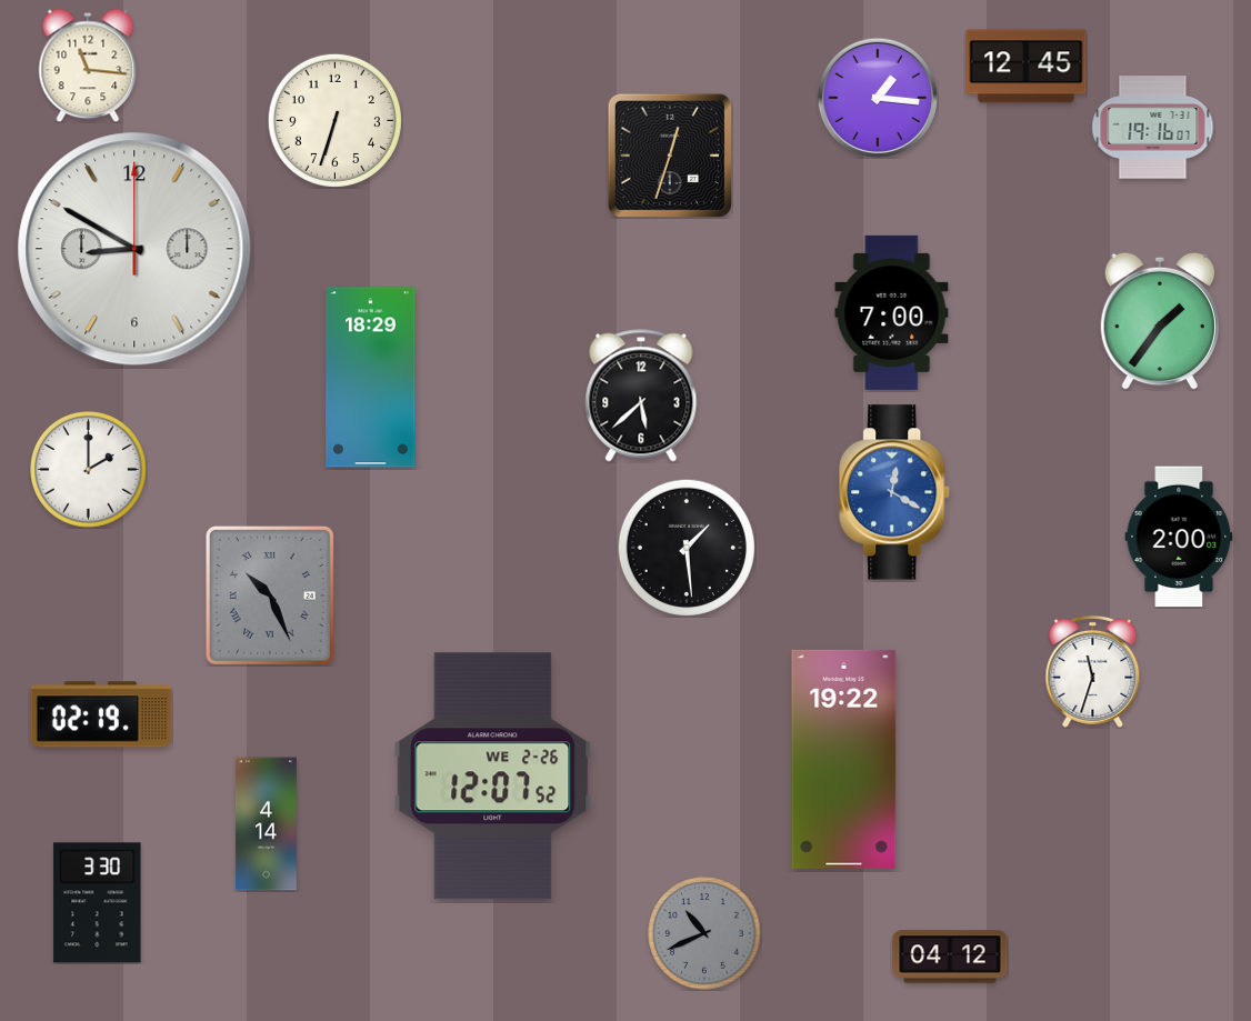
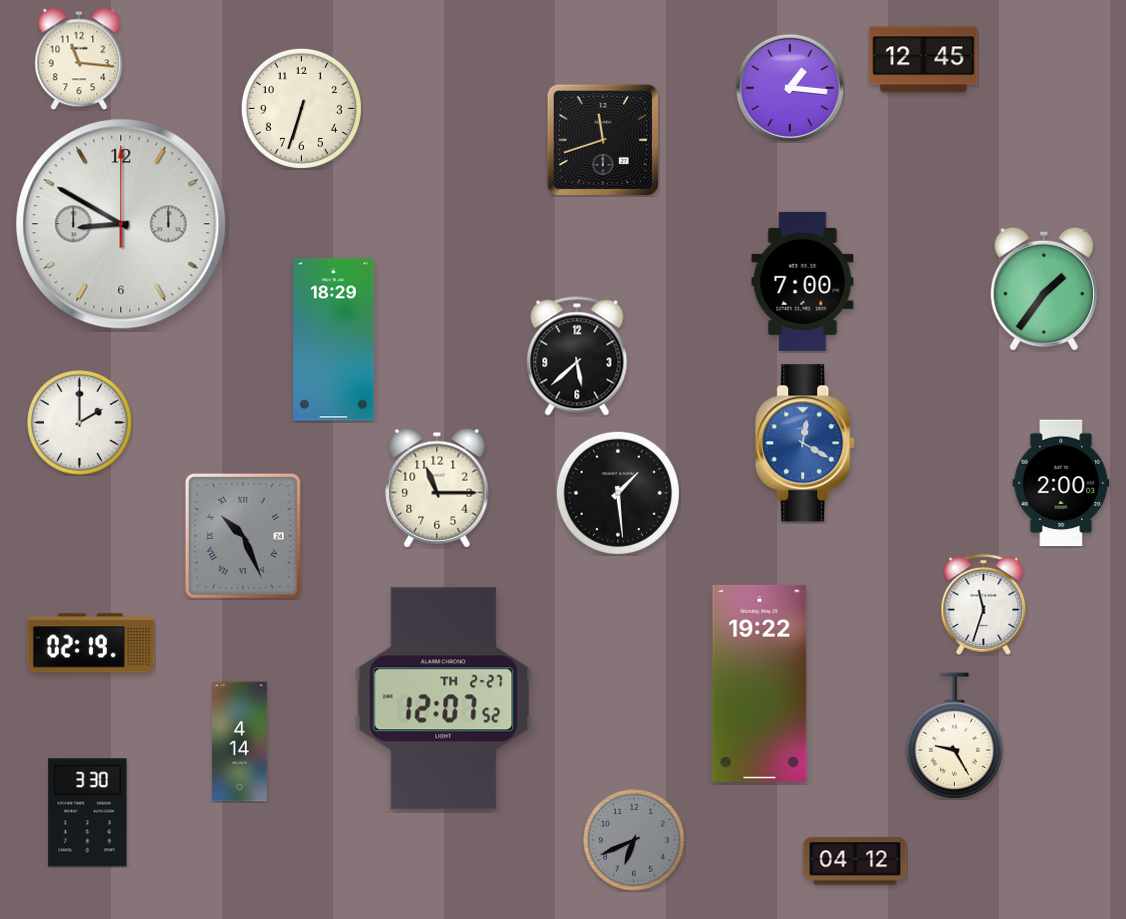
clock at (1153, 128): 19:16 -> none
clock at (670, 156): 12:33 -> 11:42
clock at (437, 488): none -> 11:15
clock at (493, 777) date: WE 2-26 -> TH 2-27
clock at (954, 736): none -> 9:25
clock at (704, 933): 10:41 -> 6:41
